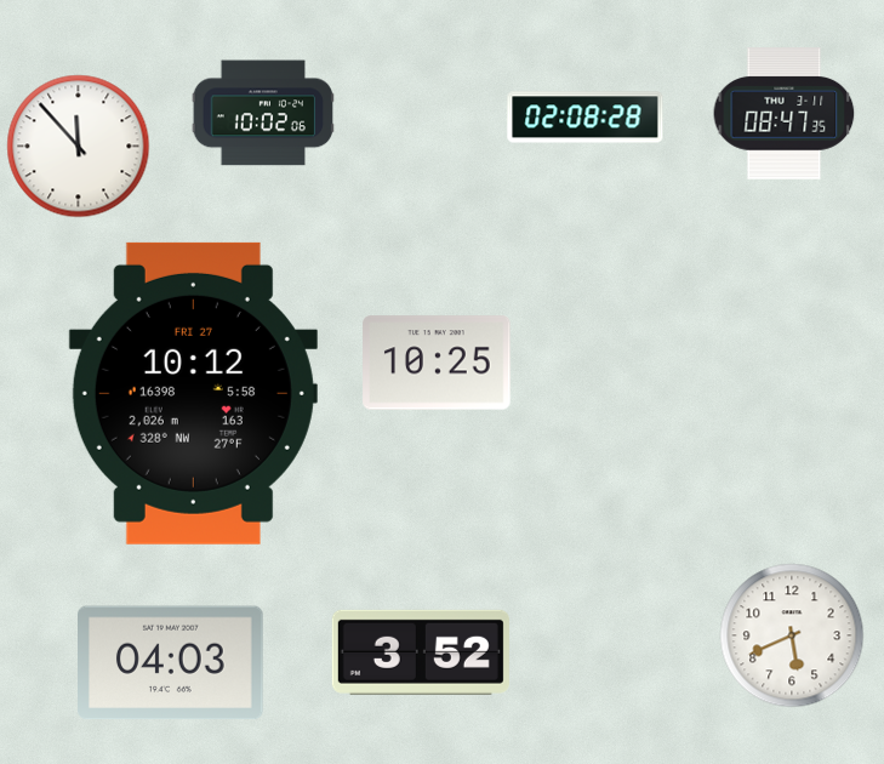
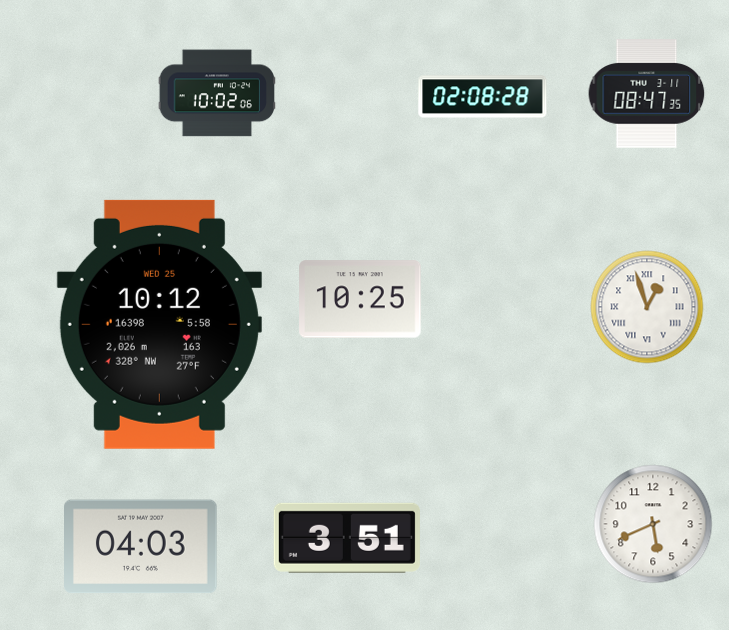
clock at (79, 147): 11:53 -> none
clock at (647, 307): none -> 12:57
clock at (193, 393) date: FRI 27 -> WED 25
clock at (421, 652): 3:52 -> 3:51
